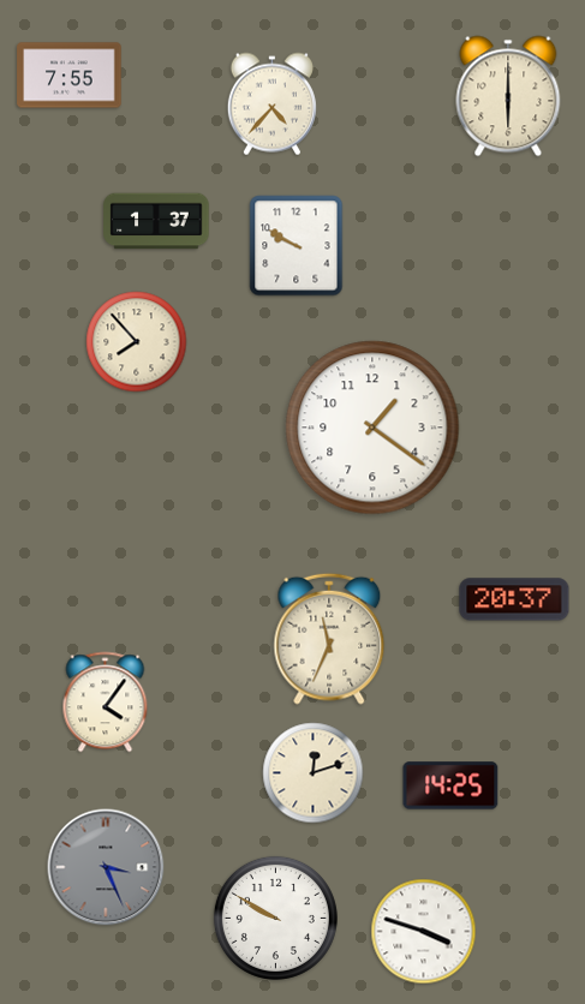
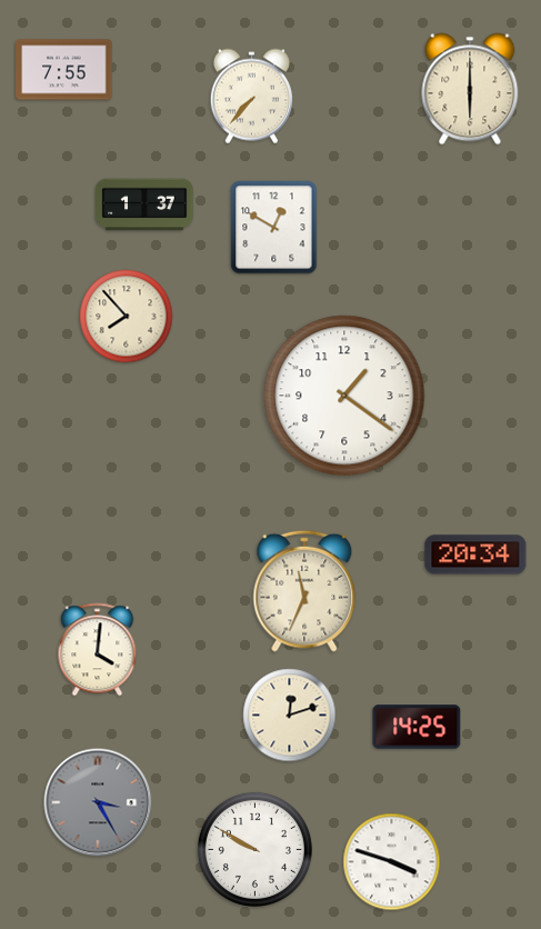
clock at (271, 104): 4:37 -> 7:37
clock at (297, 246): 9:50 -> 12:50
clock at (514, 599): 20:37 -> 20:34
clock at (106, 703): 4:06 -> 4:01
clock at (106, 867): 3:26 -> 3:25
